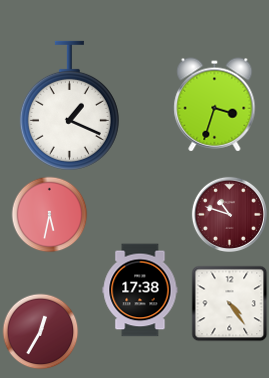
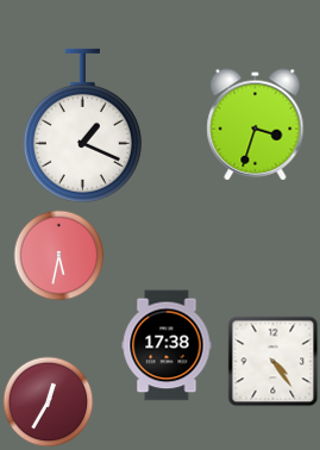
clock at (229, 214): 10:48 -> none
clock at (41, 332) position: (41, 332) -> (49, 402)
